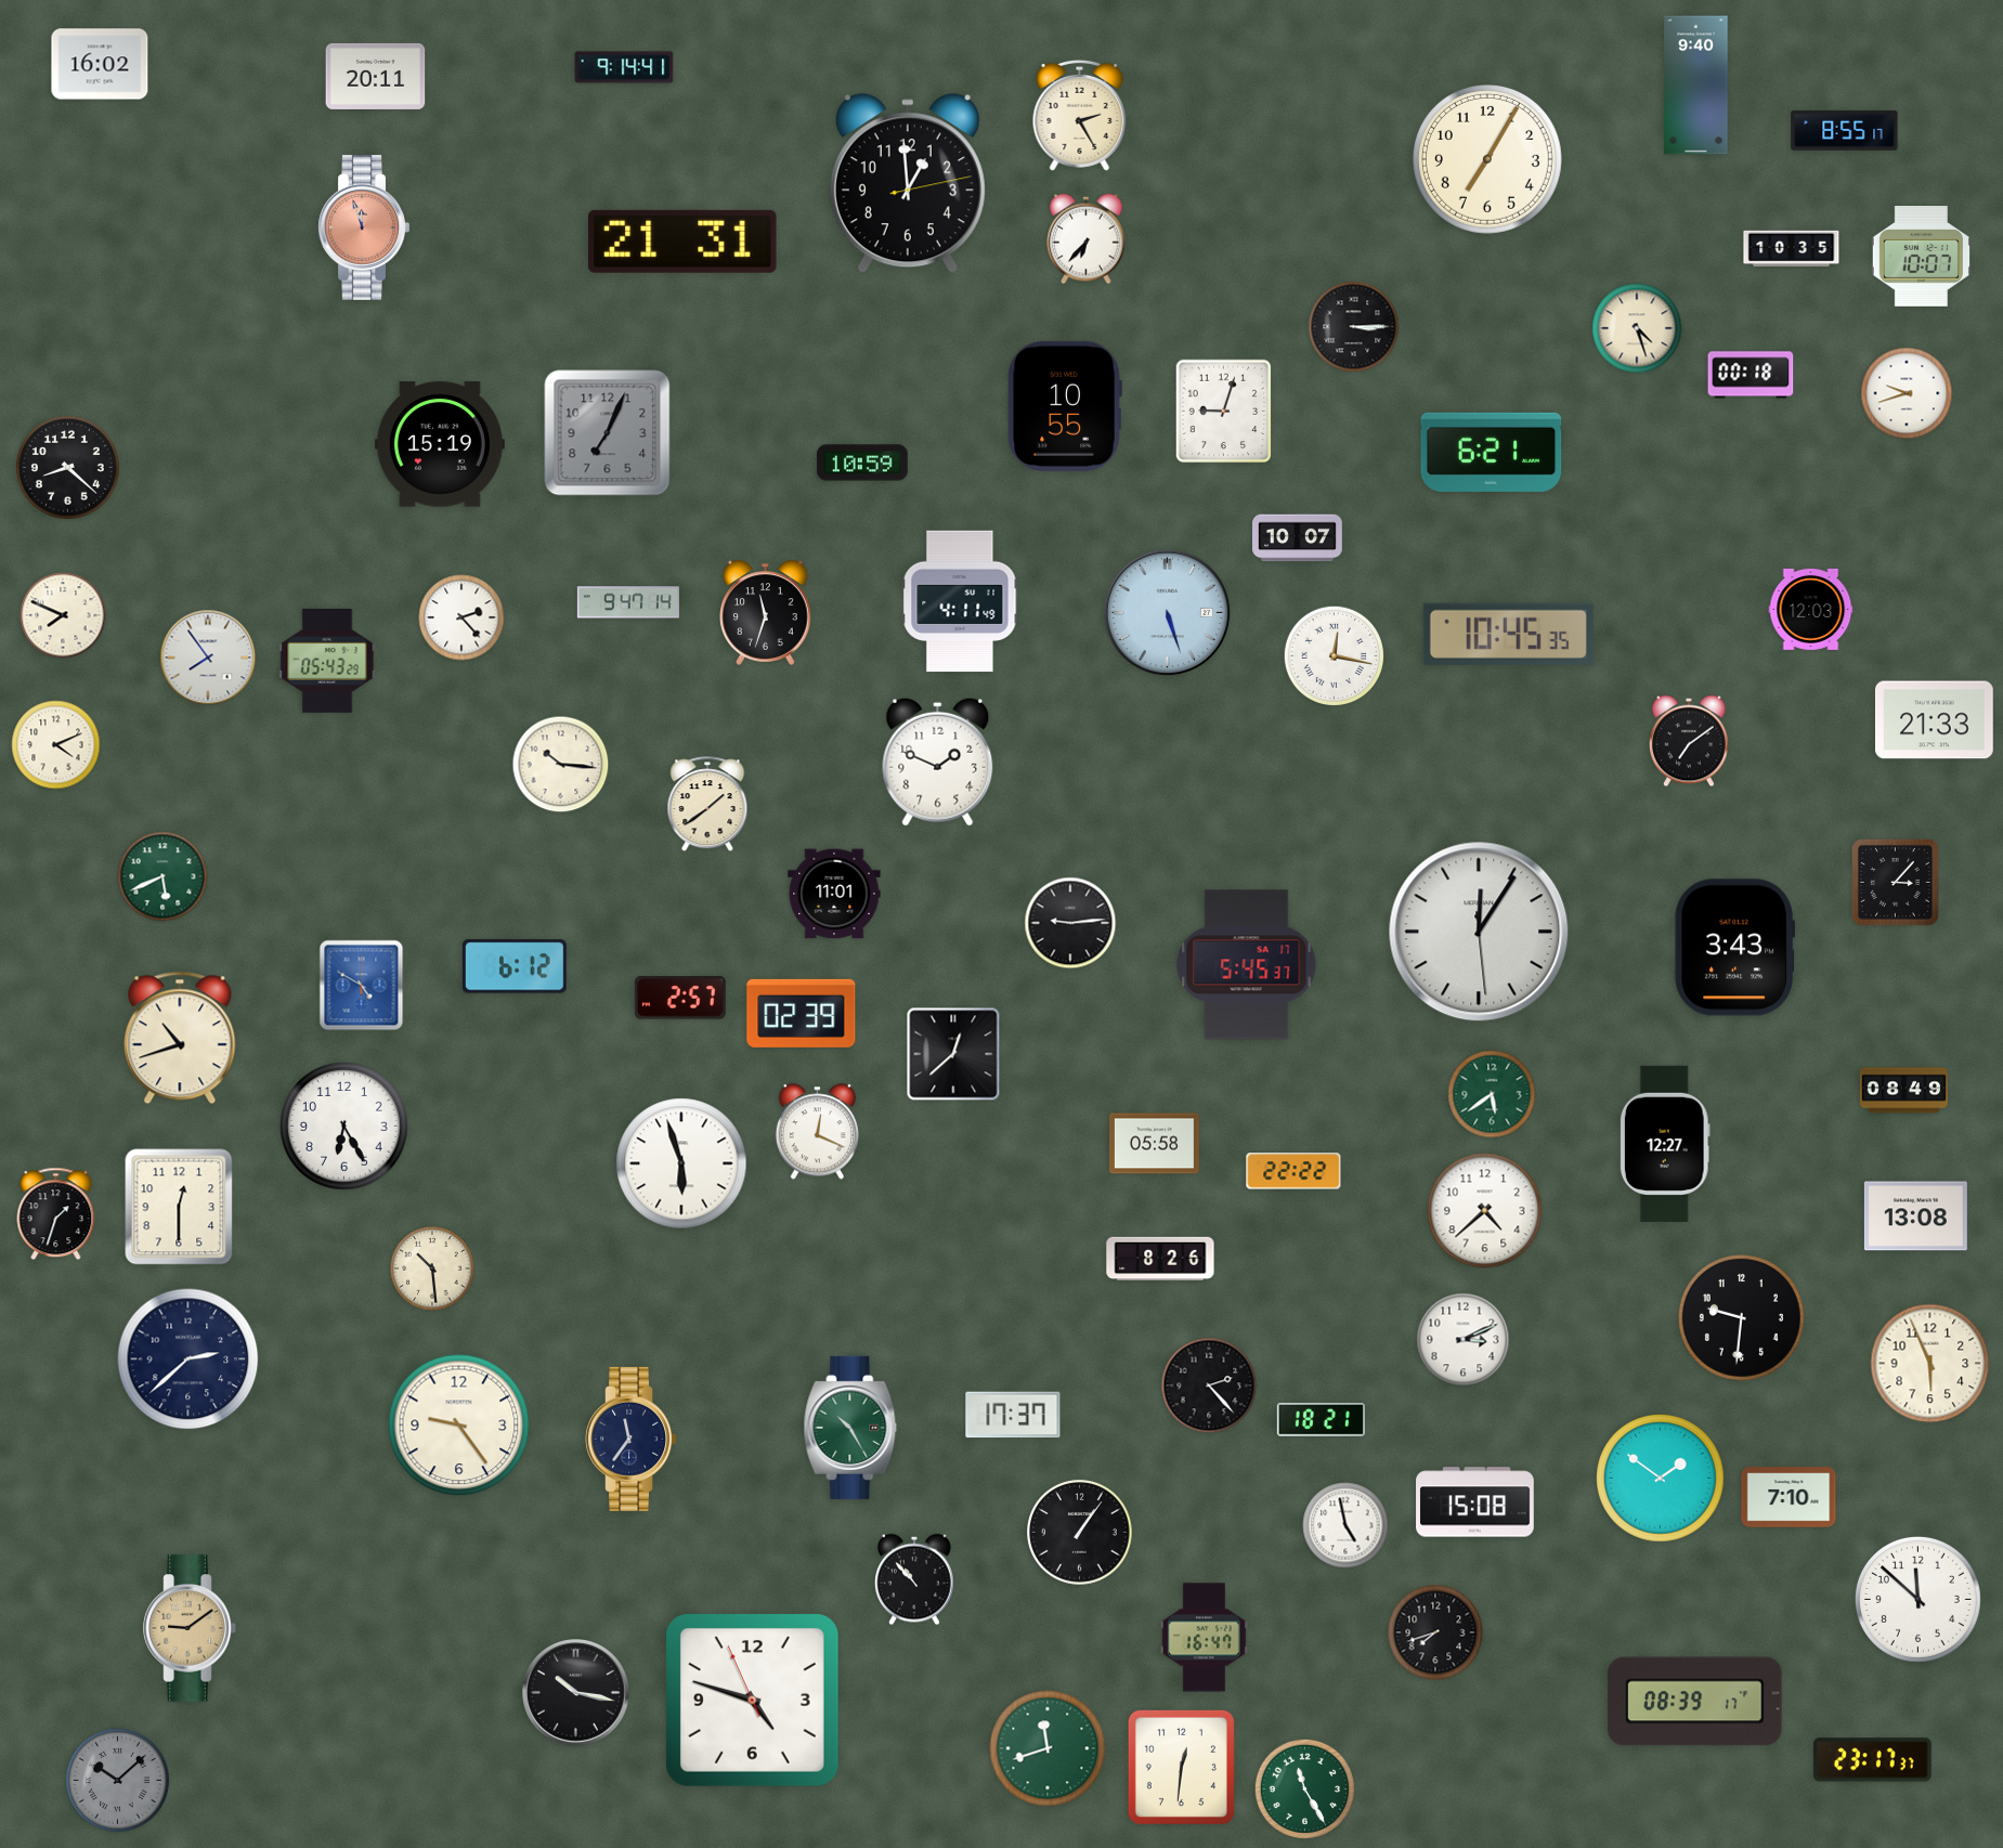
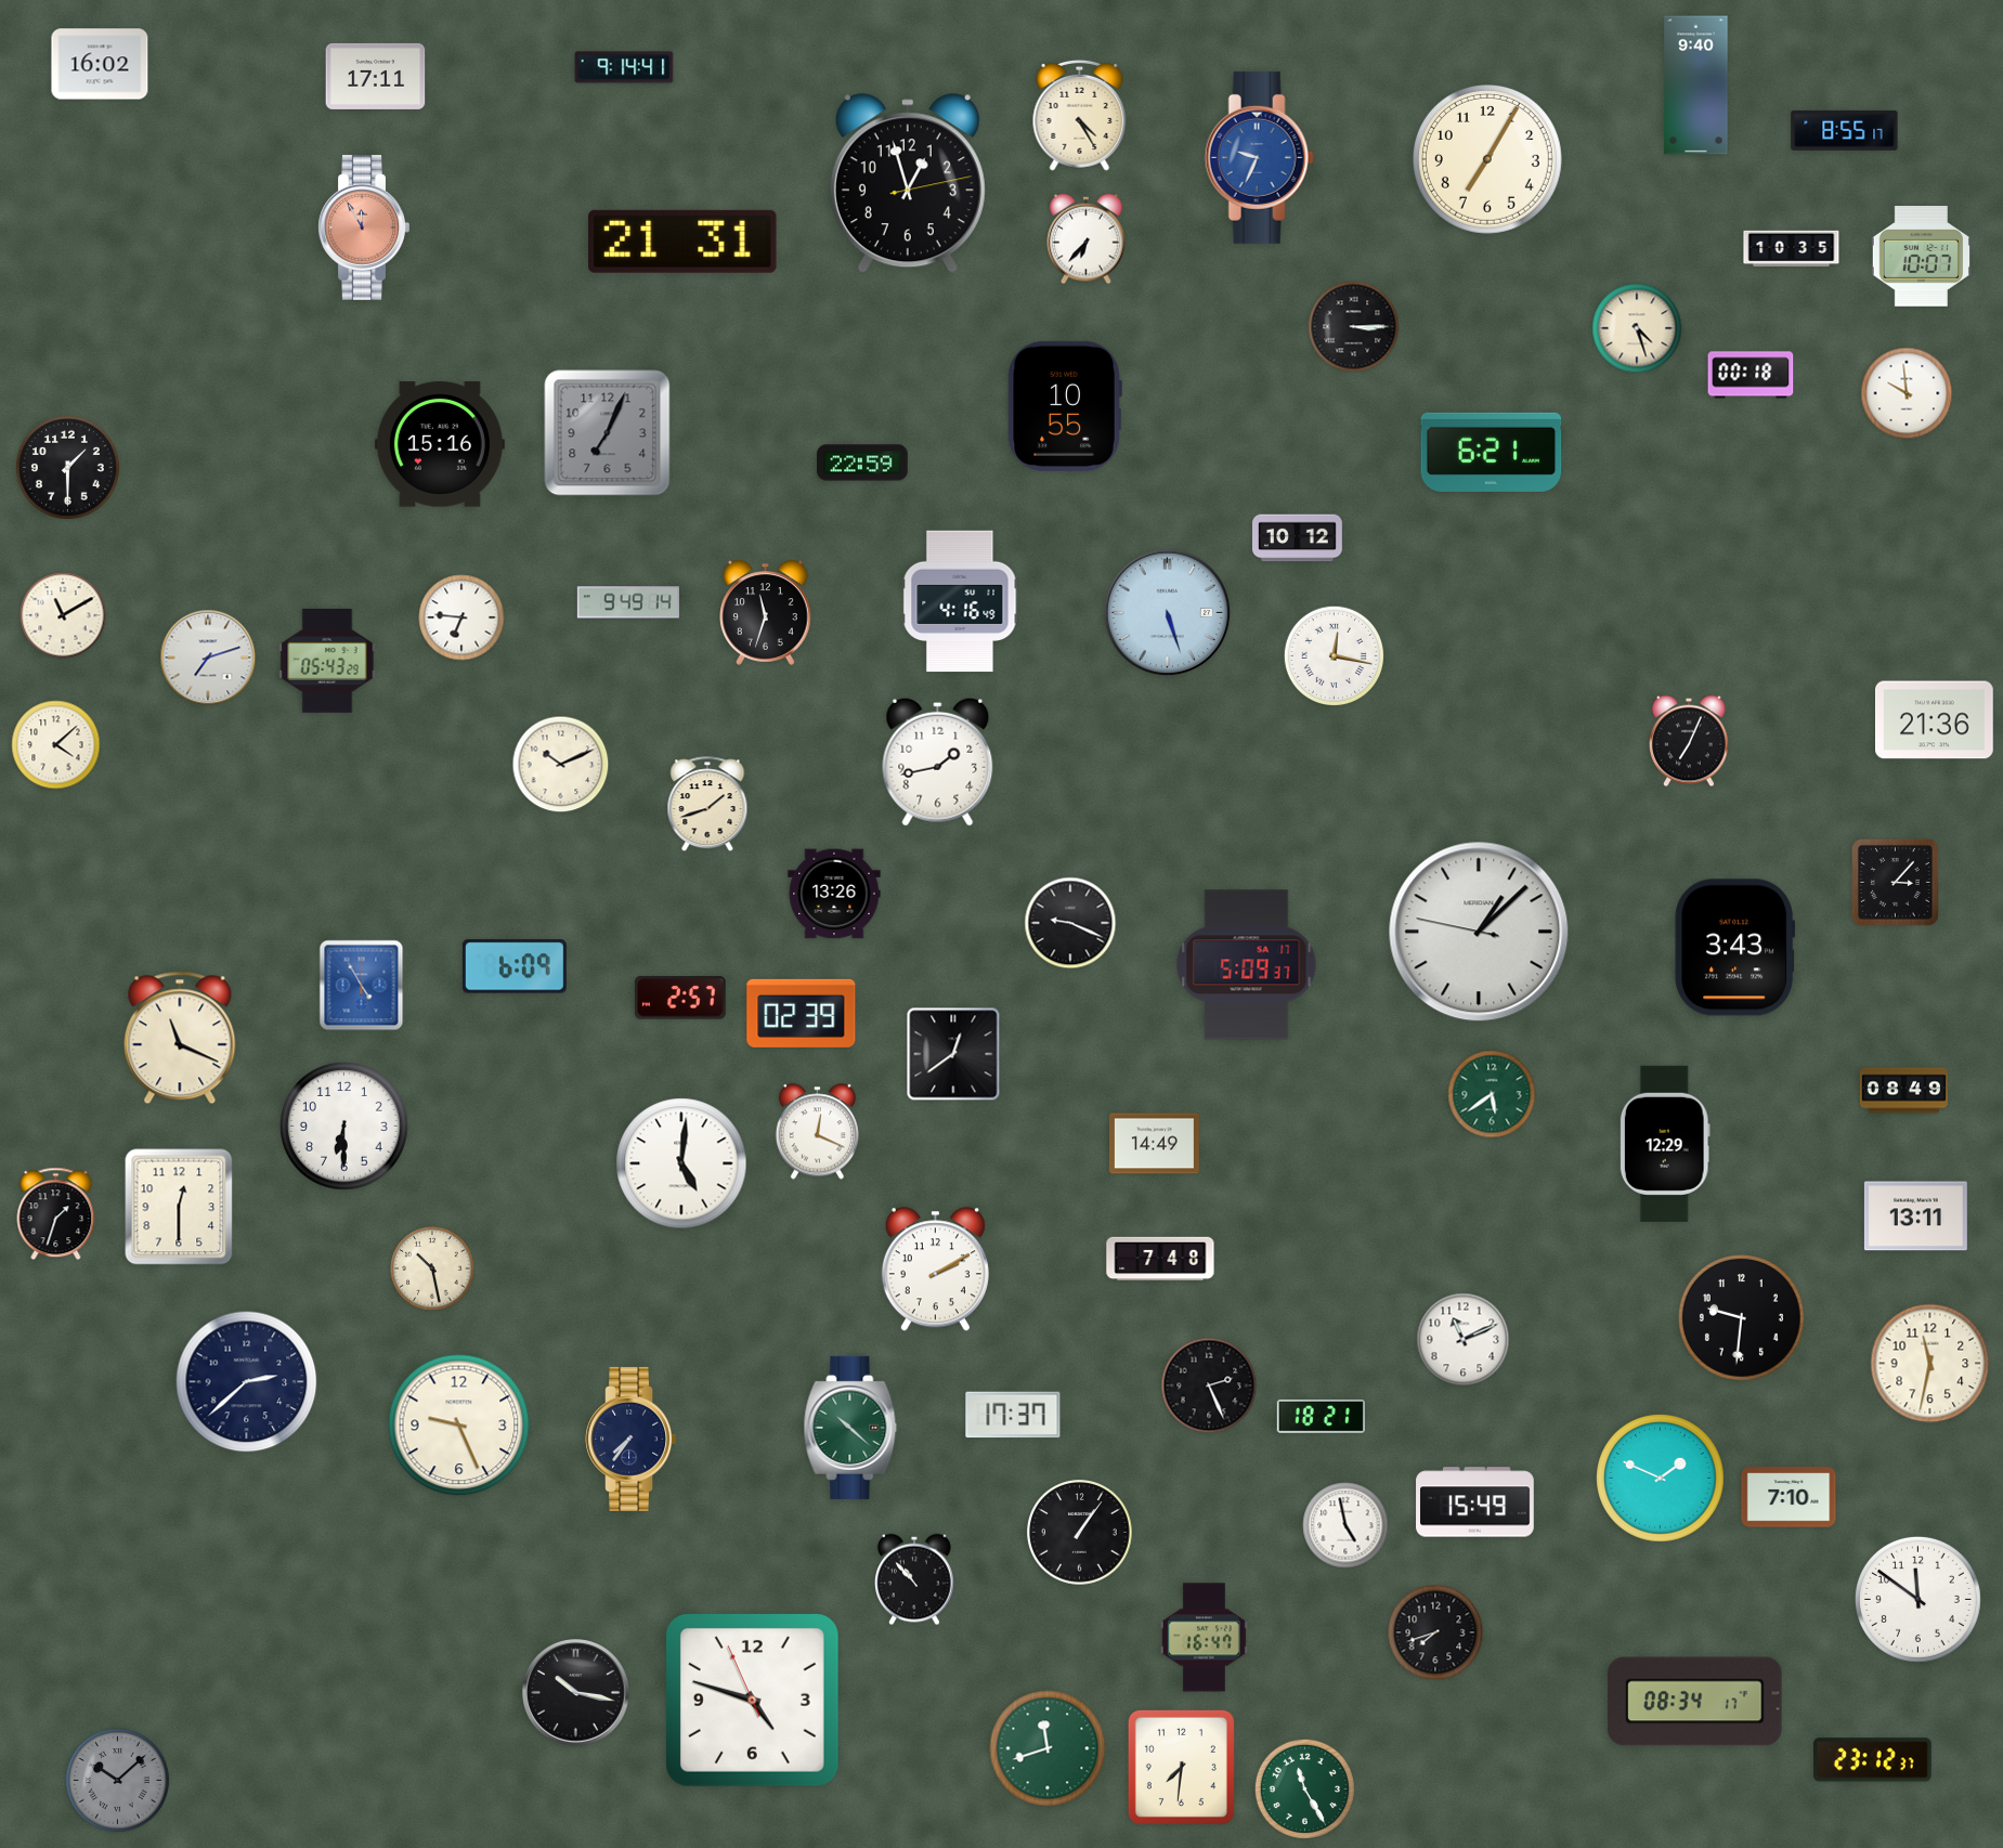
clock at (376, 76): 20:11 -> 17:11
clock at (1080, 115): 2:25 -> 4:25
clock at (1259, 157): none -> 9:34
clock at (908, 184): 12:59 -> 12:57
clock at (364, 227): 11:57 -> 11:55
clock at (1907, 393): 9:42 -> 9:59
clock at (1224, 412): 9:03 -> none
clock at (440, 444): 15:19 -> 15:16
clock at (862, 463): 10:59 -> 22:59
clock at (67, 467): 8:22 -> 1:30
clock at (1298, 538): 10:07 -> 10:12
clock at (960, 601): 4:11 -> 4:16
clock at (628, 602): 9:47 -> 9:49
clock at (1811, 609): 12:03 -> none
clock at (63, 615): 7:49 -> 11:10
clock at (461, 617): 2:23 -> 6:46
clock at (1508, 634): 10:45 -> none
clock at (208, 658): 7:54 -> 7:12
clock at (1935, 720): 21:33 -> 21:36
clock at (1689, 741): 7:09 -> 7:04
clock at (56, 745): 4:11 -> 4:08
clock at (938, 762): 1:49 -> 1:43
clock at (561, 765): 10:16 -> 10:11
clock at (707, 805): 1:39 -> 1:42
clock at (162, 876): 5:41 -> none
clock at (834, 894): 11:01 -> 13:26
clock at (1070, 923): 9:14 -> 9:19
clock at (1479, 932): 12:05 -> 1:07
clock at (1247, 965): 5:45 -> 5:09
clock at (515, 966): 6:12 -> 6:09
clock at (362, 986): 4:50 -> 4:55
clock at (180, 1038): 10:42 -> 11:19
clock at (953, 1054): 12:38 -> 12:39
clock at (344, 1127): 6:25 -> 6:30
clock at (1154, 1144): 05:58 -> 14:49
clock at (1665, 1144): 12:27 -> 12:29
clock at (681, 1163): 5:57 -> 5:01
clock at (1293, 1171): 22:22 -> none
clock at (1485, 1211): 4:38 -> none
clock at (1915, 1216): 13:08 -> 13:11
clock at (1160, 1259): 8:26 -> 7:48
clock at (432, 1268): 10:29 -> 10:28
clock at (935, 1270): none -> 2:10
clock at (1464, 1340): 3:11 -> 11:11
clock at (188, 1359) position: (188, 1359) -> (247, 1382)
clock at (1930, 1364): 5:56 -> 11:32
clock at (1209, 1385): 2:23 -> 2:26
clock at (1321, 1419) position: (1321, 1419) -> (1321, 1416)
clock at (459, 1426): 9:24 -> 9:26
clock at (850, 1428): 10:25 -> 10:22
clock at (632, 1439): 11:36 -> 7:36
clock at (1661, 1479): 1:51 -> 1:49
clock at (1475, 1502): 15:08 -> 15:49
clock at (1917, 1599): 11:52 -> 11:51
clock at (190, 1628): 9:09 -> none
clock at (1695, 1702): 08:39 -> 08:34
clock at (1872, 1760): 23:17 -> 23:12
clock at (1181, 1767): 12:31 -> 7:31
